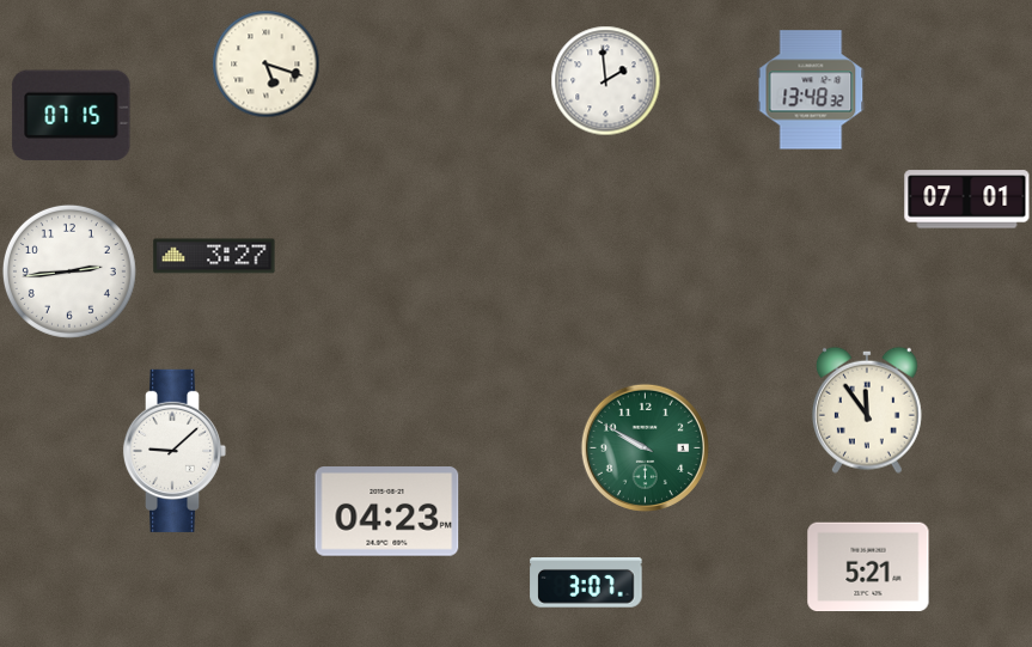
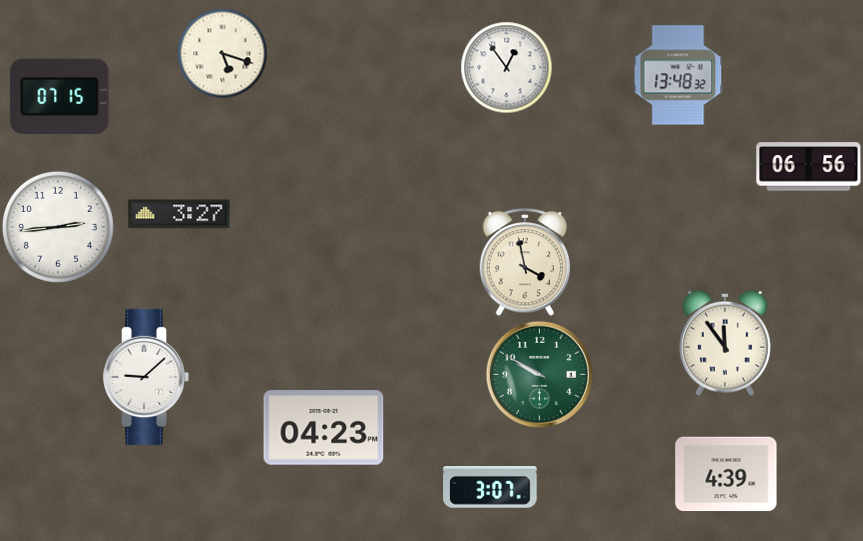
clock at (605, 80): 1:59 -> 12:54
clock at (967, 200): 07:01 -> 06:56
clock at (525, 262): none -> 3:58
clock at (868, 567): 5:21 -> 4:39
